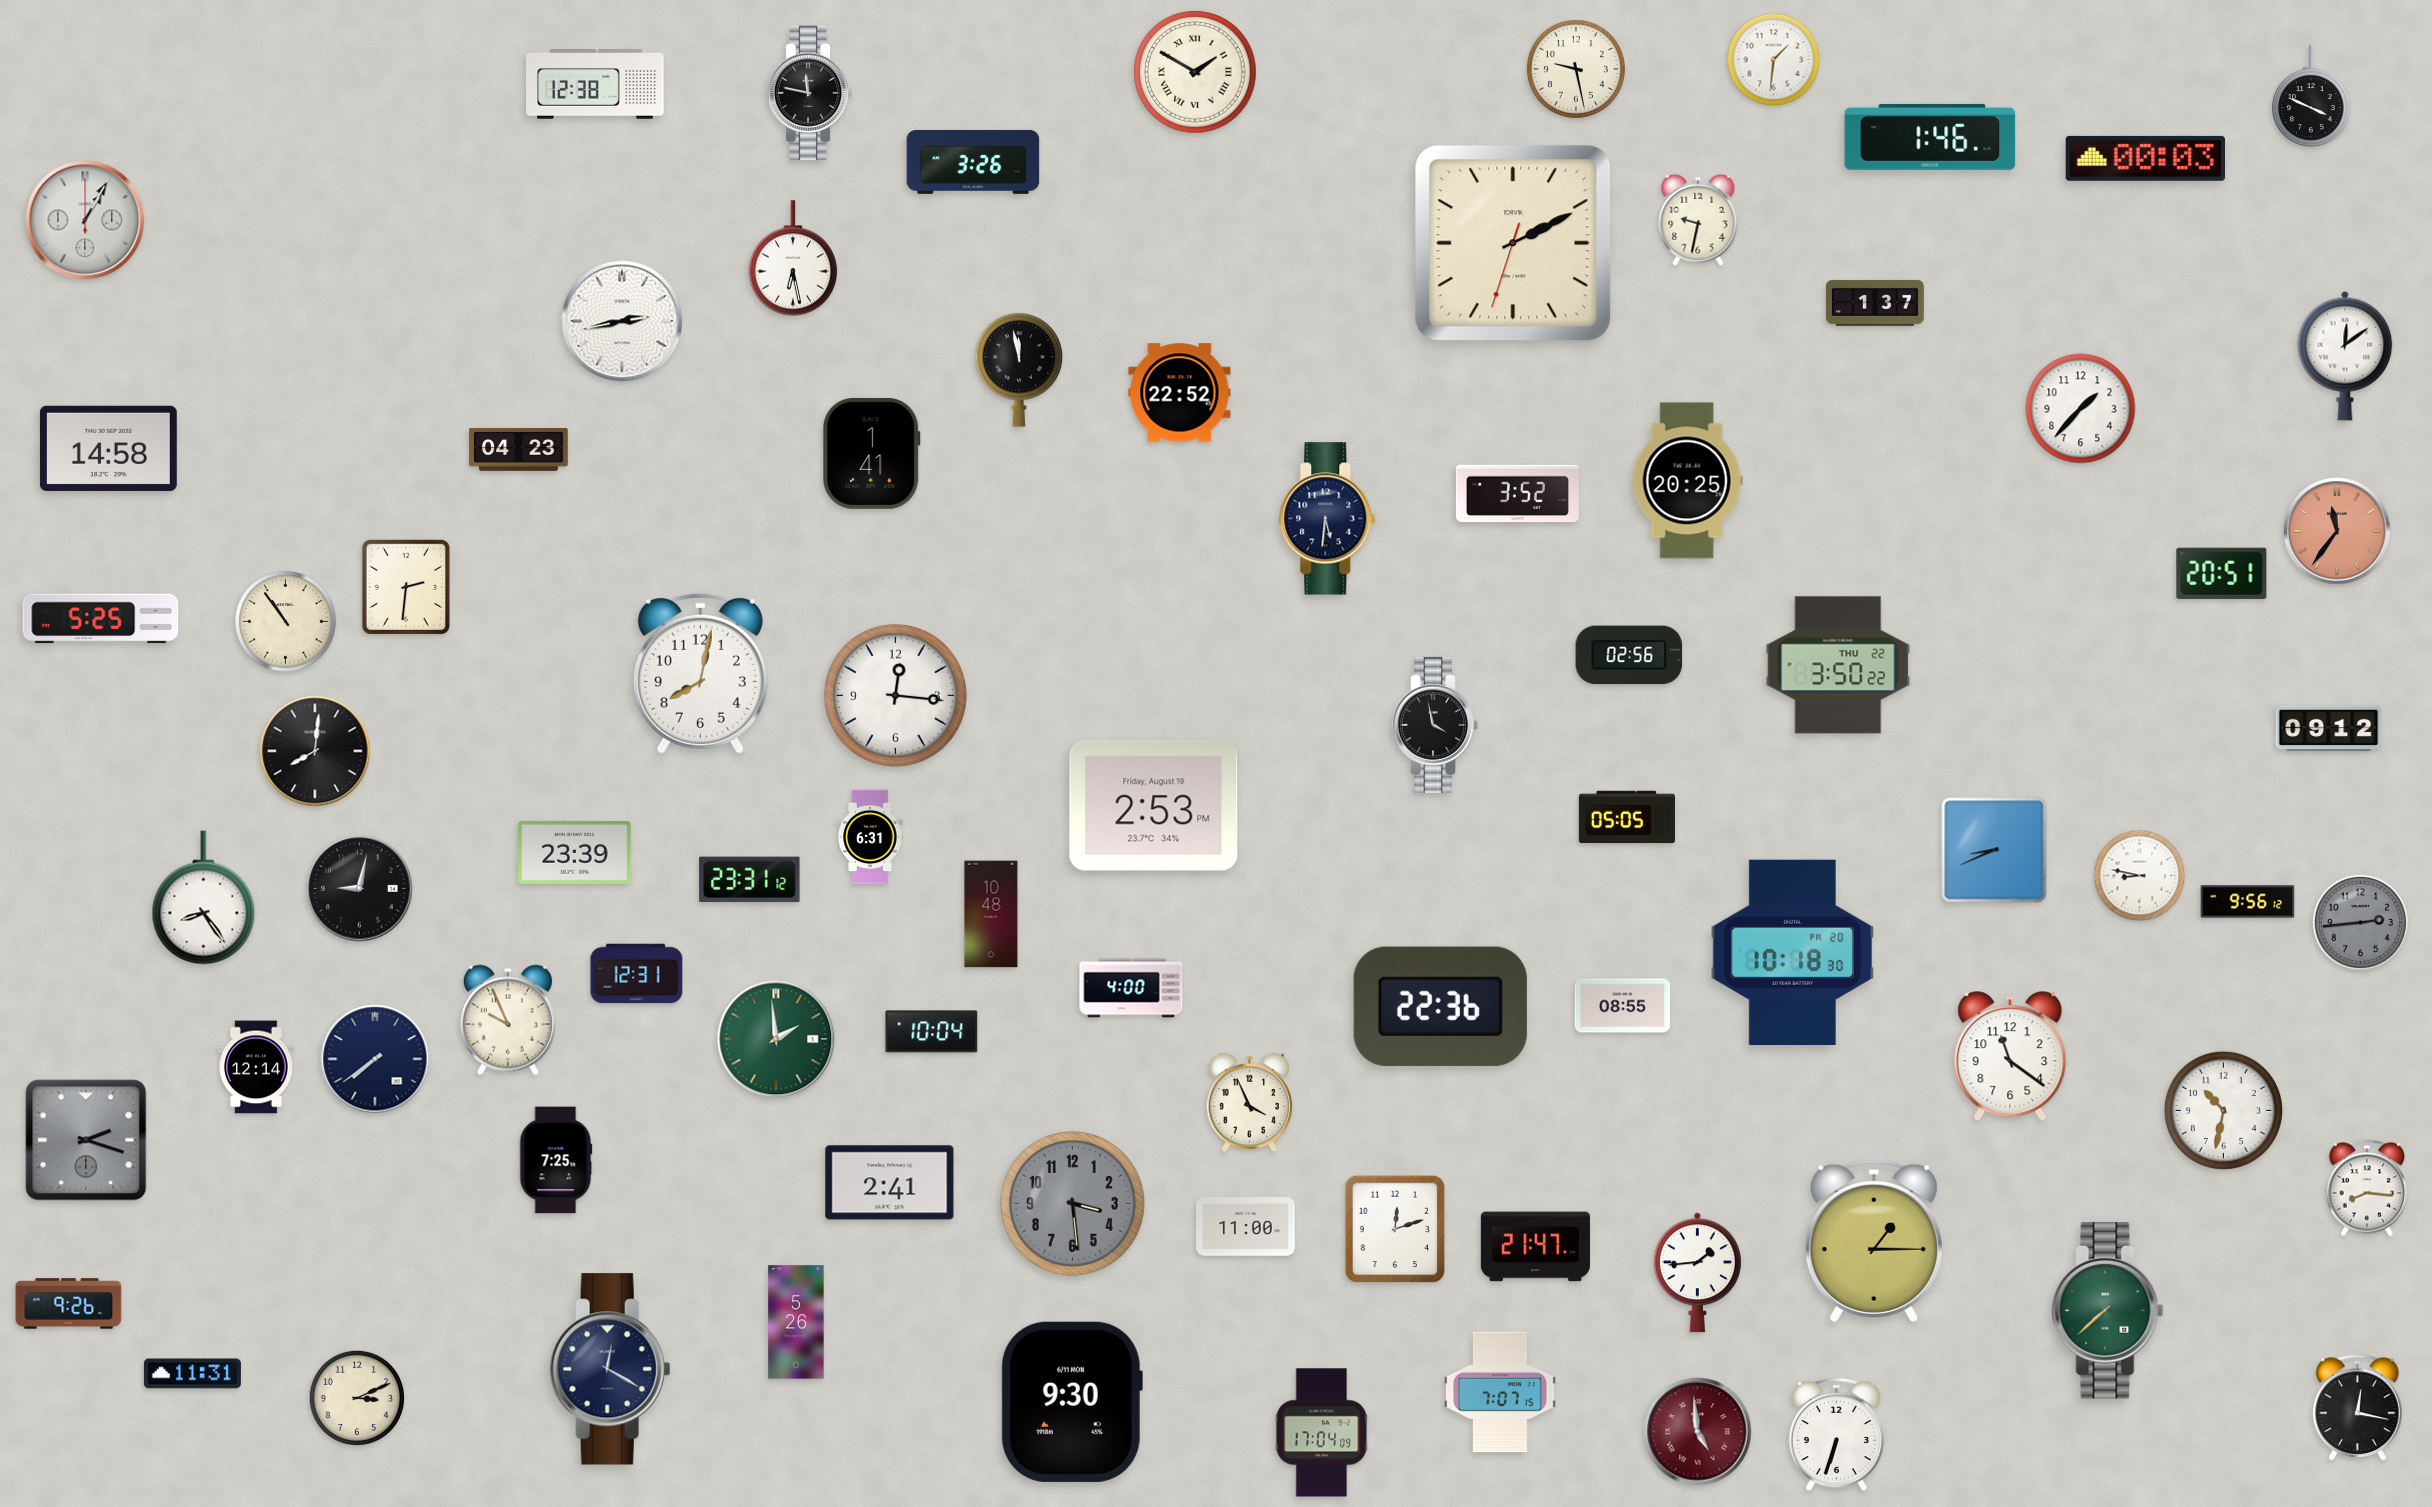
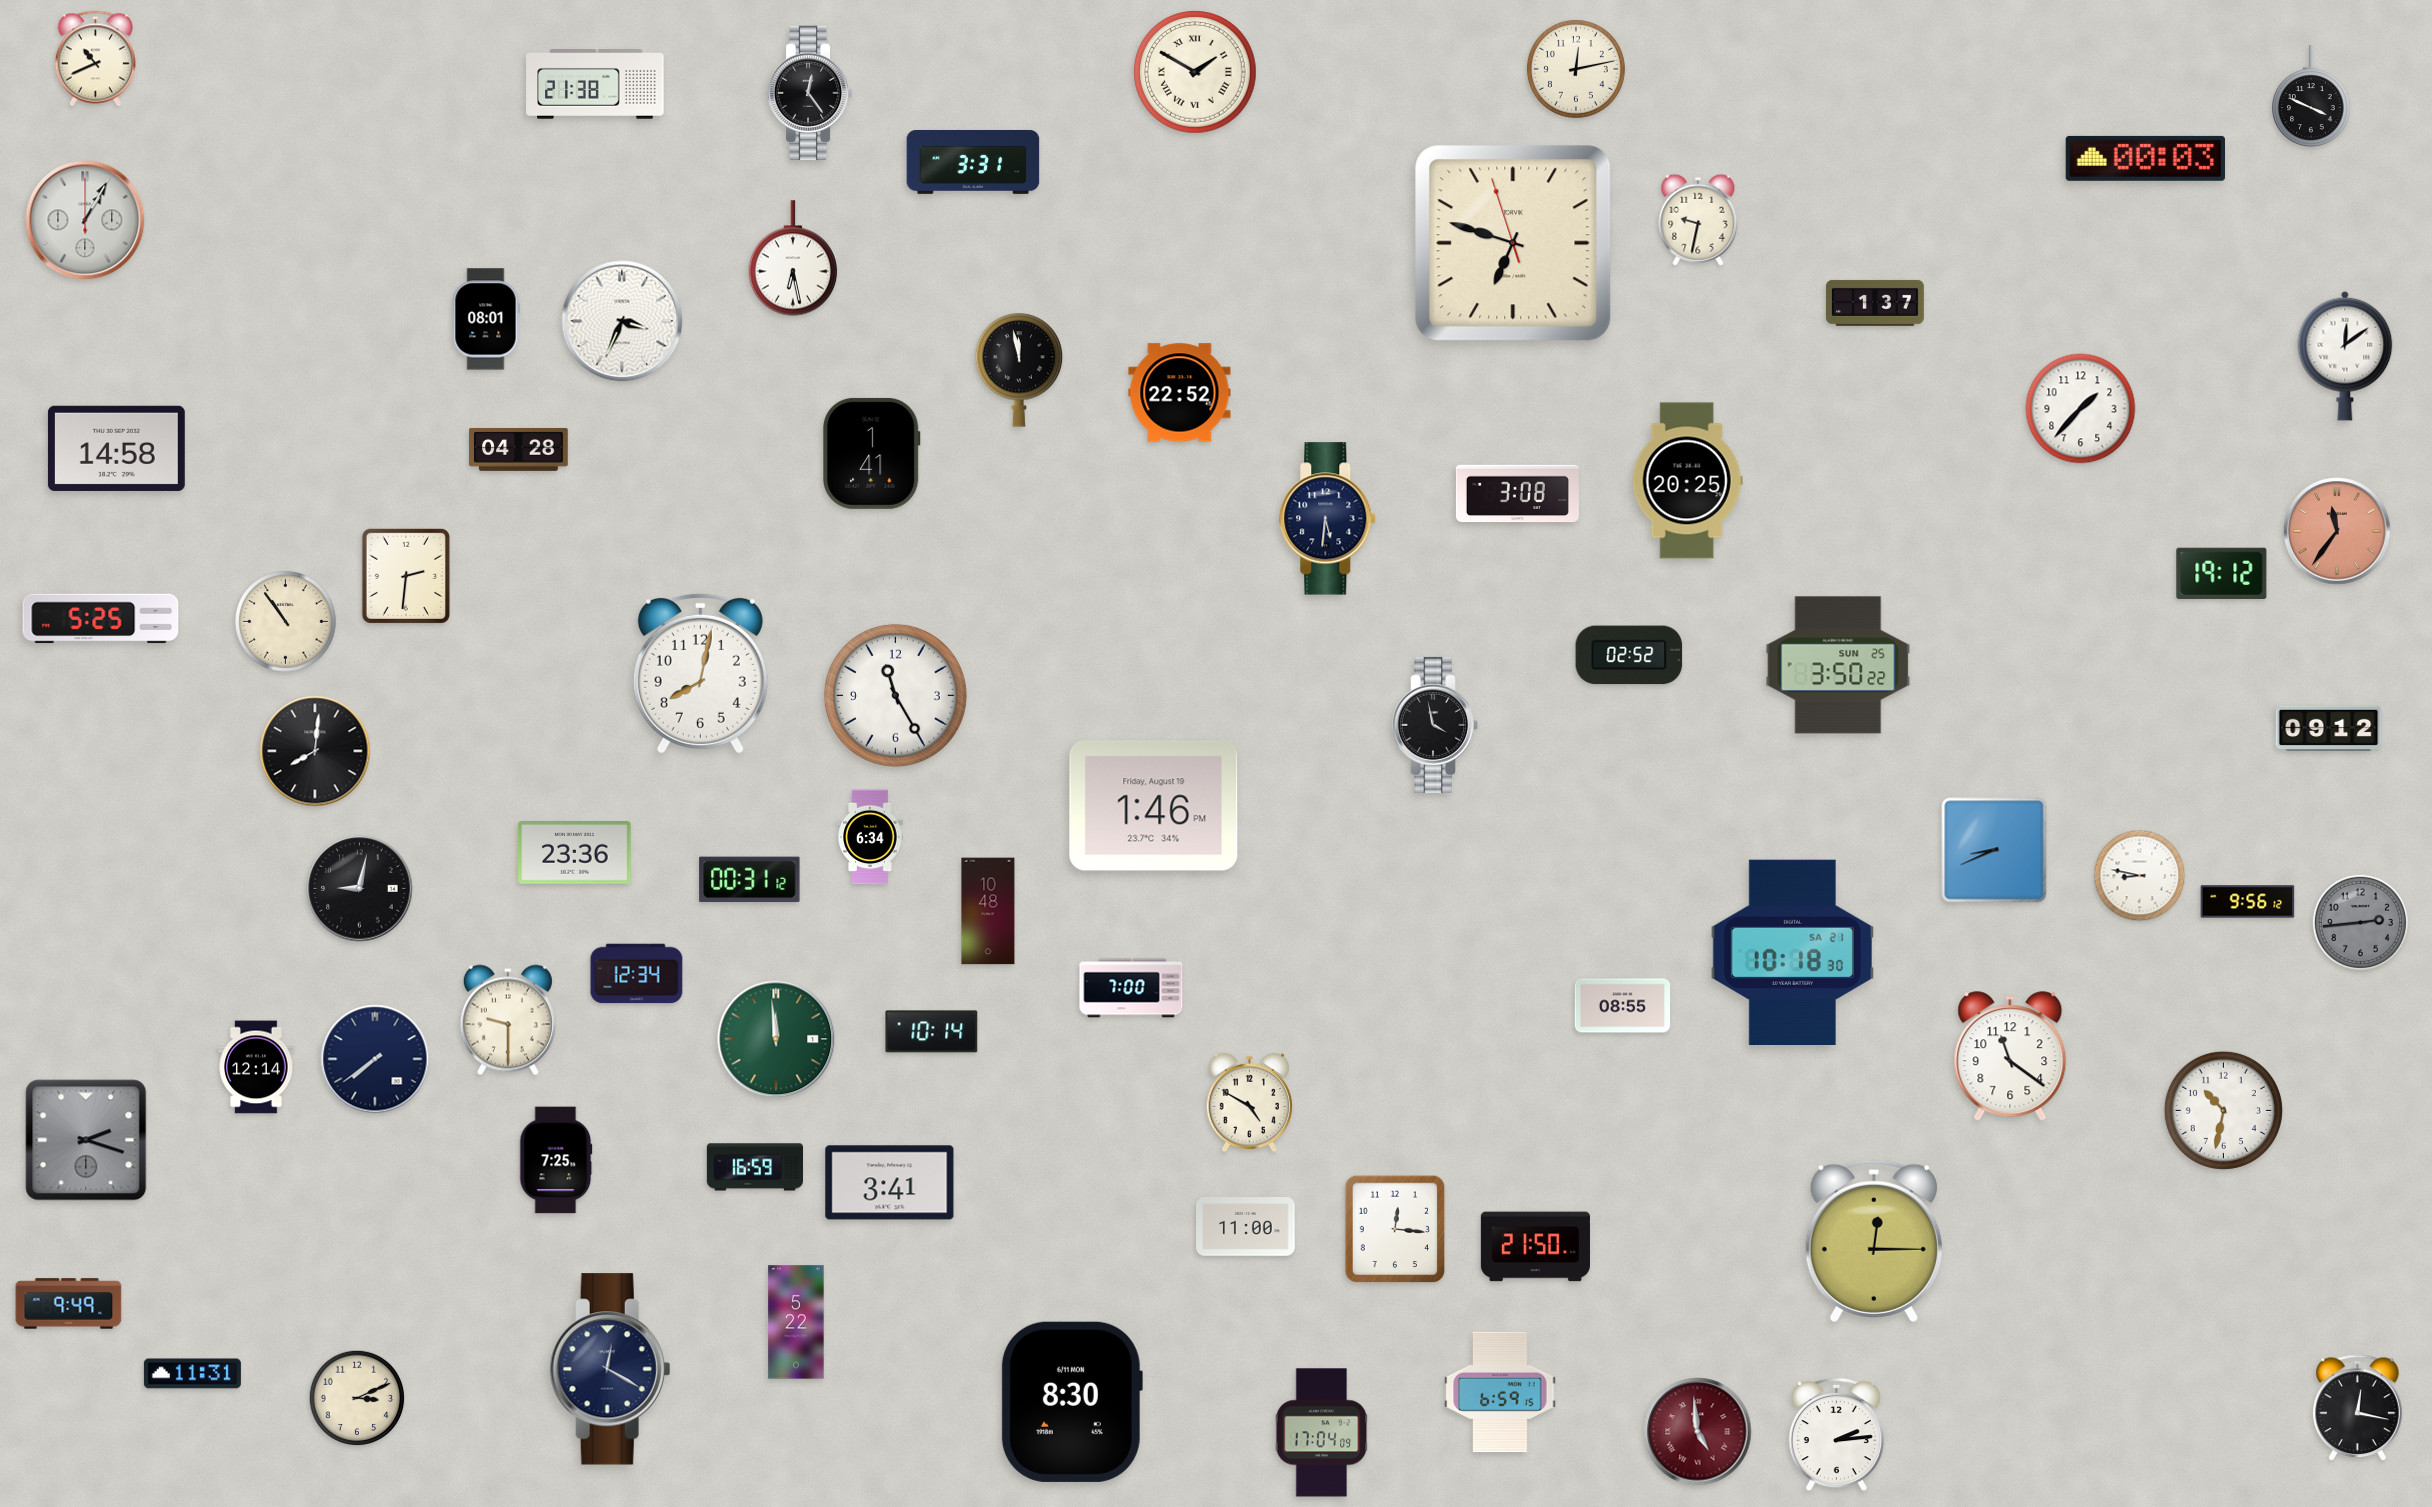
clock at (95, 59): none -> 10:41
clock at (1774, 60): 1:31 -> none
clock at (1576, 69): 9:28 -> 12:13
clock at (595, 85): 12:38 -> 21:38
clock at (810, 93): 11:47 -> 12:24
clock at (1930, 137): 1:46 -> none
clock at (973, 162): 3:26 -> 3:31
clock at (1513, 243): 2:10 -> 6:47
clock at (486, 319): none -> 08:01
clock at (622, 321): 2:43 -> 3:34
clock at (108, 448) position: (108, 448) -> (116, 448)
clock at (519, 449): 04:23 -> 04:28
clock at (1517, 494): 3:52 -> 3:08
clock at (2222, 573): 20:51 -> 19:12
clock at (406, 587) position: (406, 587) -> (406, 576)
clock at (1629, 655): 02:56 -> 02:52
clock at (1838, 665) date: THU 22 -> SUN 25
clock at (895, 695): 12:16 -> 11:25
clock at (1154, 806): 2:53 -> 1:46
clock at (1627, 817): 05:05 -> none
clock at (870, 837): 6:31 -> 6:34
clock at (575, 853): 23:39 -> 23:36
clock at (750, 880): 23:31 -> 00:31
clock at (204, 898): 8:24 -> none
clock at (991, 914) position: (991, 914) -> (988, 911)
clock at (1792, 952) date: FR 20 -> SA 21
clock at (637, 974): 12:31 -> 12:34
clock at (1131, 988): 4:00 -> 7:00
clock at (1440, 1006): 22:36 -> none
clock at (508, 1020): 9:56 -> 9:30
clock at (932, 1032): 10:04 -> 10:14
clock at (776, 1039): 1:59 -> 11:59
clock at (1249, 1103): 3:56 -> 4:50
clock at (755, 1167): none -> 16:59
clock at (890, 1183): 2:41 -> 3:41
clock at (2367, 1188): 8:16 -> none
clock at (1073, 1204): 3:29 -> none
clock at (1395, 1229): 12:12 -> 12:16
clock at (1874, 1241): 1:15 -> 12:15
clock at (1535, 1247): 21:47 -> 21:50
clock at (1697, 1273): 1:44 -> none
clock at (69, 1304): 9:26 -> 9:49
clock at (2108, 1311): 7:38 -> none
clock at (796, 1322): 5:26 -> 5:22
clock at (1500, 1392): 7:07 -> 6:59
clock at (1072, 1402): 9:30 -> 8:30
clock at (1836, 1435): 6:33 -> 2:14
